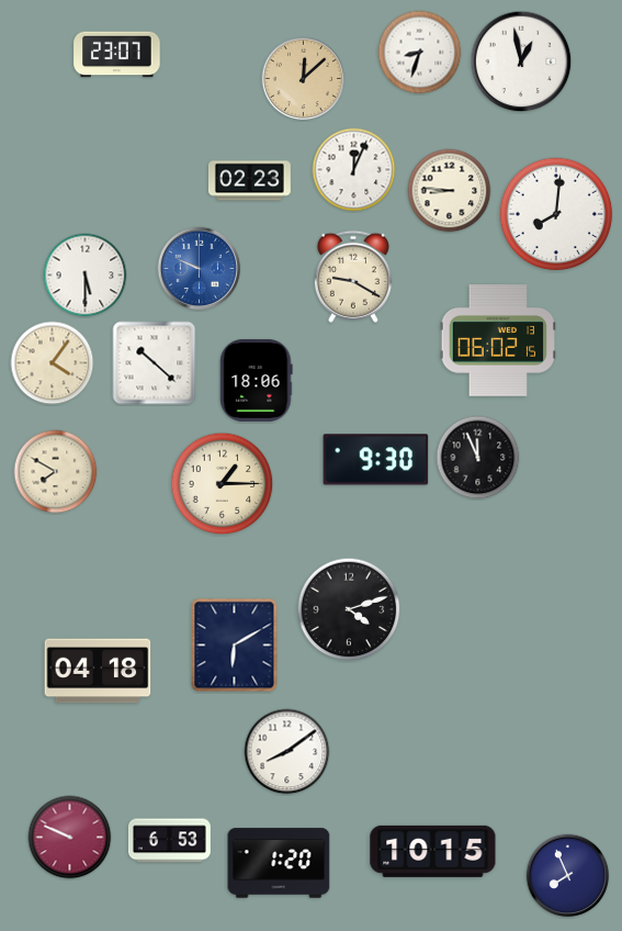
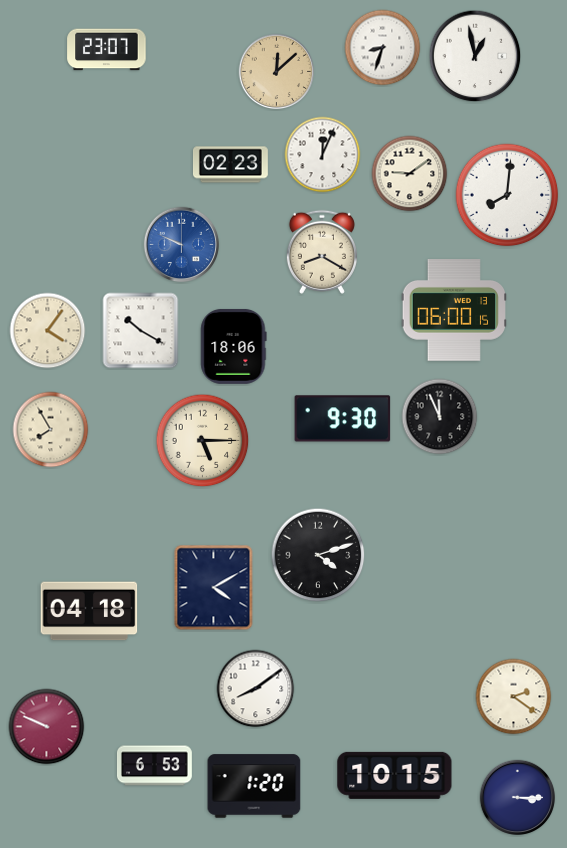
clock at (249, 181) position: (249, 181) -> (230, 165)
clock at (450, 191): 8:46 -> 9:09
clock at (86, 276): 5:30 -> none
clock at (353, 277): 9:20 -> 8:20
clock at (497, 340): 06:02 -> 06:00
clock at (155, 363): 10:22 -> 10:20
clock at (478, 458) position: (478, 458) -> (440, 417)
clock at (56, 472): 7:50 -> 7:55
clock at (223, 484): 1:15 -> 5:15
clock at (235, 646): 6:10 -> 4:10
clock at (287, 752) position: (287, 752) -> (256, 689)
clock at (514, 697): none -> 2:21
clock at (70, 838) position: (70, 838) -> (47, 727)
clock at (568, 876): 7:56 -> 3:15
